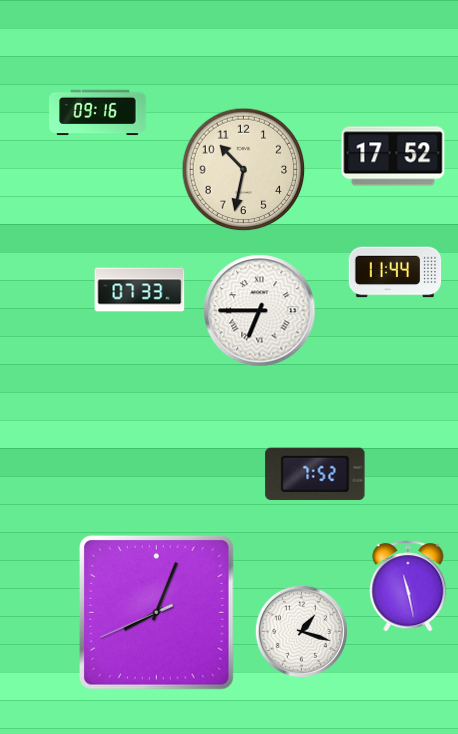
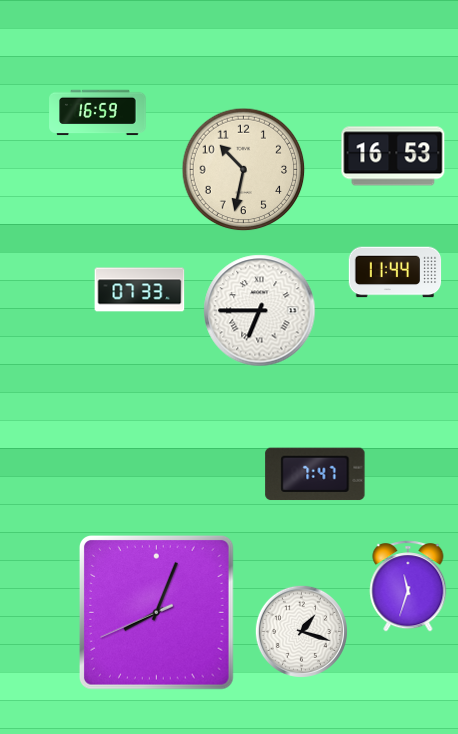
clock at (98, 113): 09:16 -> 16:59
clock at (393, 156): 17:52 -> 16:53
clock at (315, 474): 7:52 -> 7:47
clock at (408, 586): 11:28 -> 11:33
